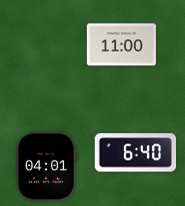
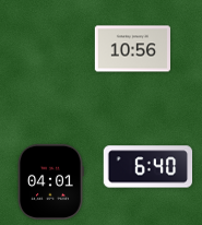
clock at (121, 45): 11:00 -> 10:56
